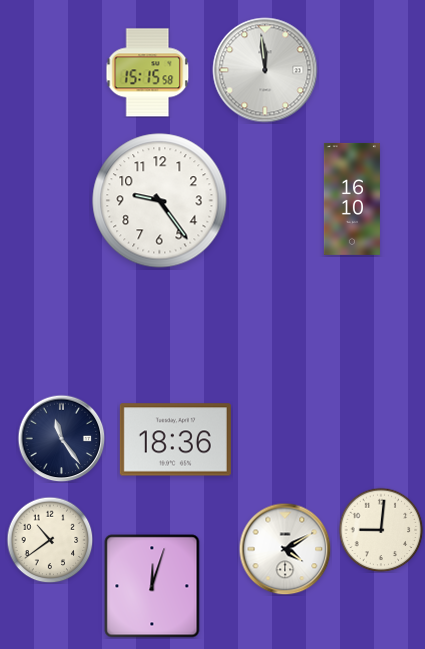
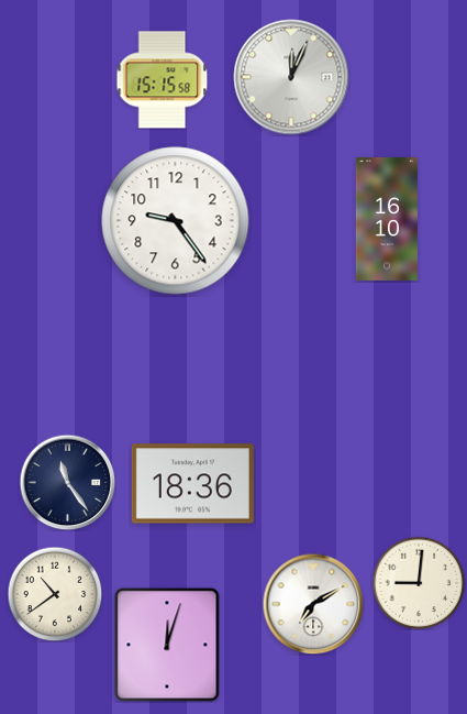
clock at (265, 70): 11:59 -> 12:04
clock at (285, 549): 4:10 -> 7:10
